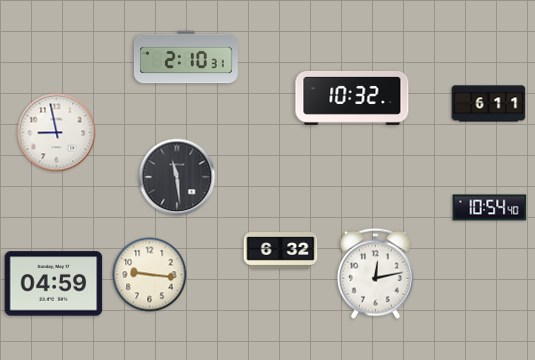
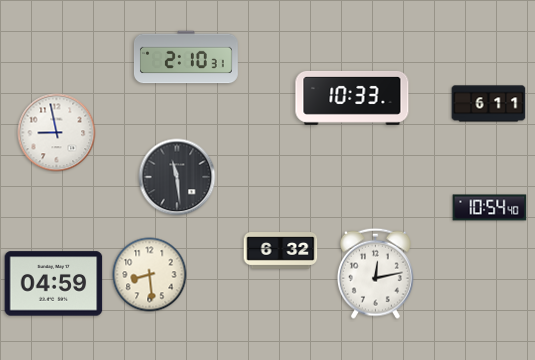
clock at (352, 98): 10:32 -> 10:33
clock at (150, 275): 9:16 -> 8:29
